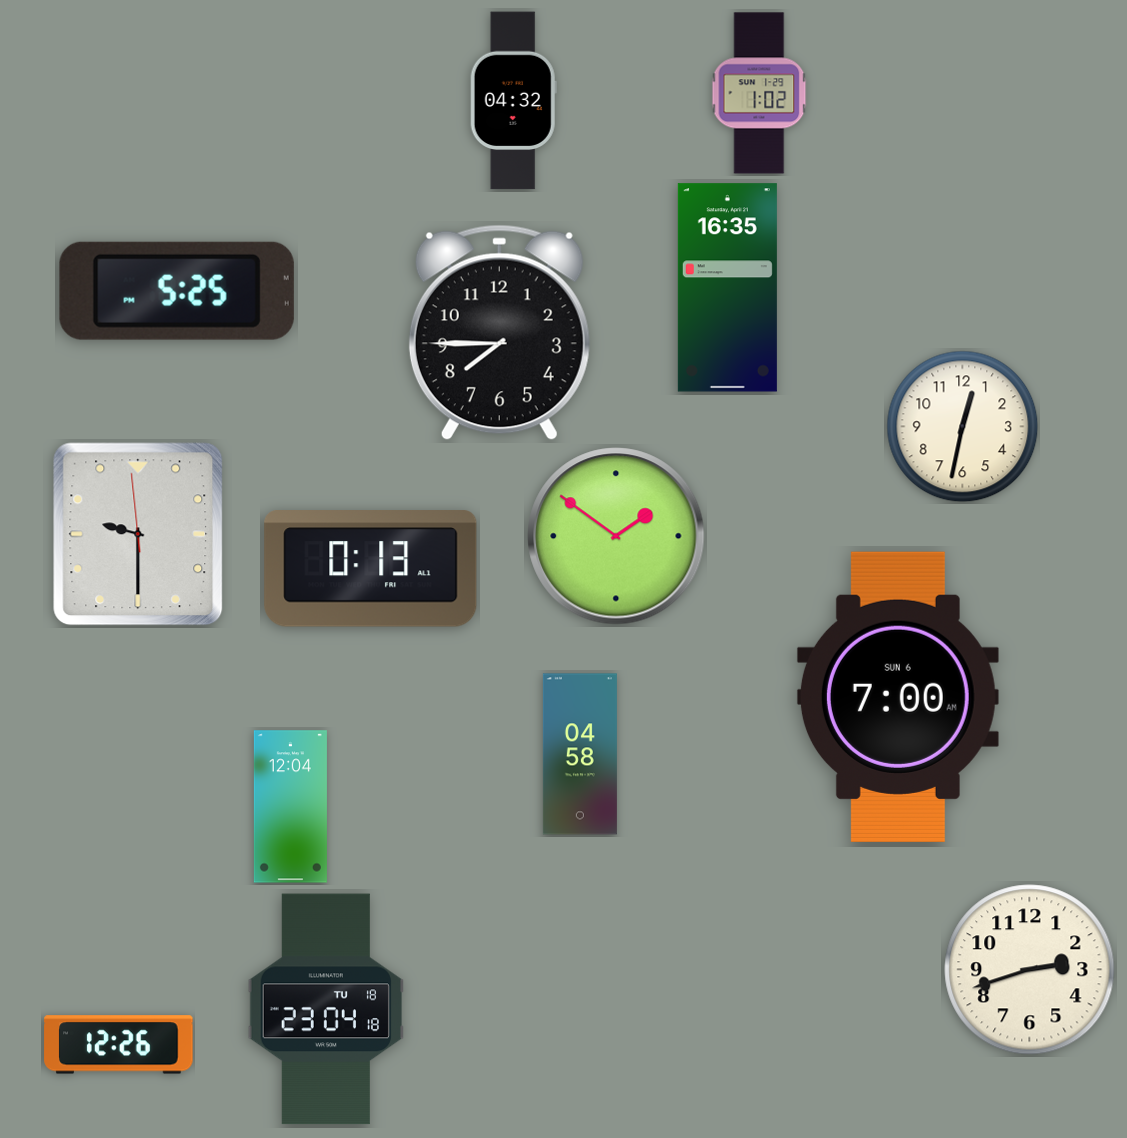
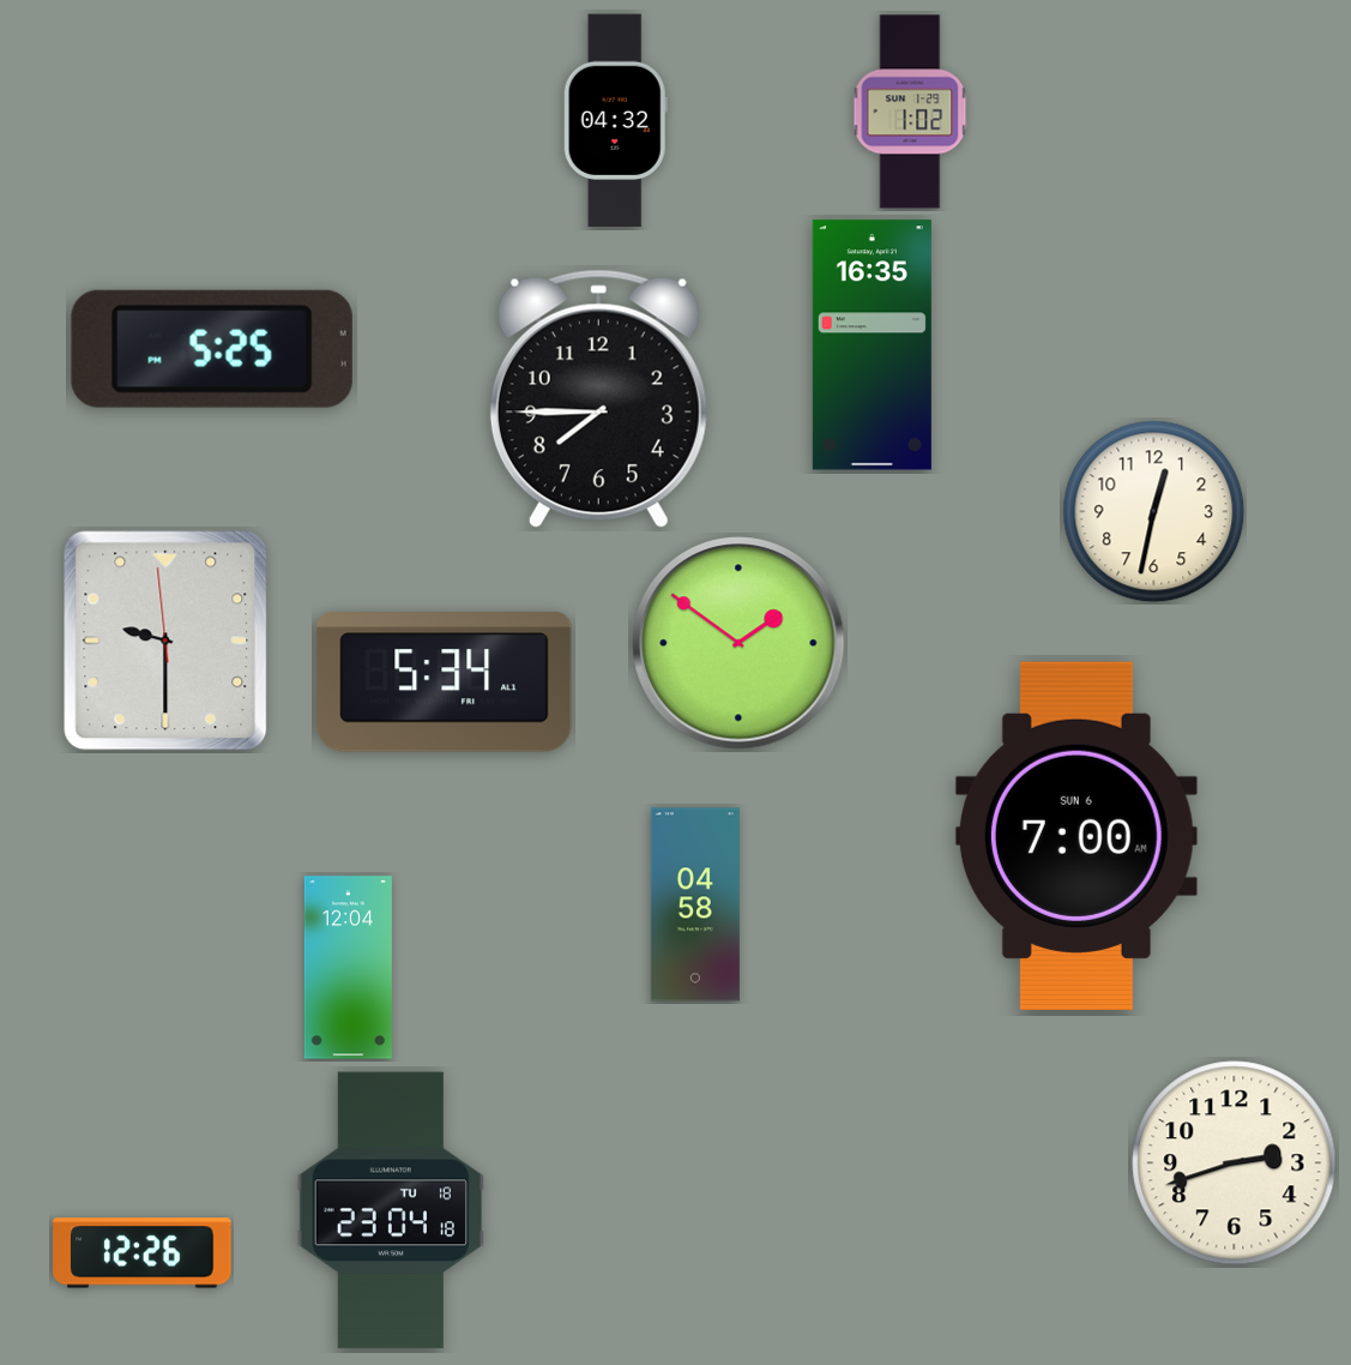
clock at (371, 569): 0:13 -> 5:34
